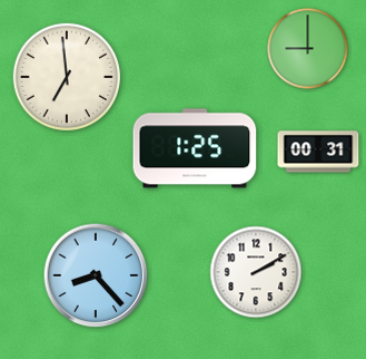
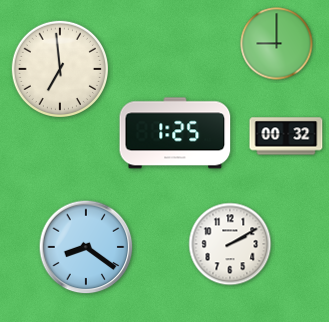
clock at (318, 152): 00:31 -> 00:32
clock at (96, 275): 8:23 -> 8:21
